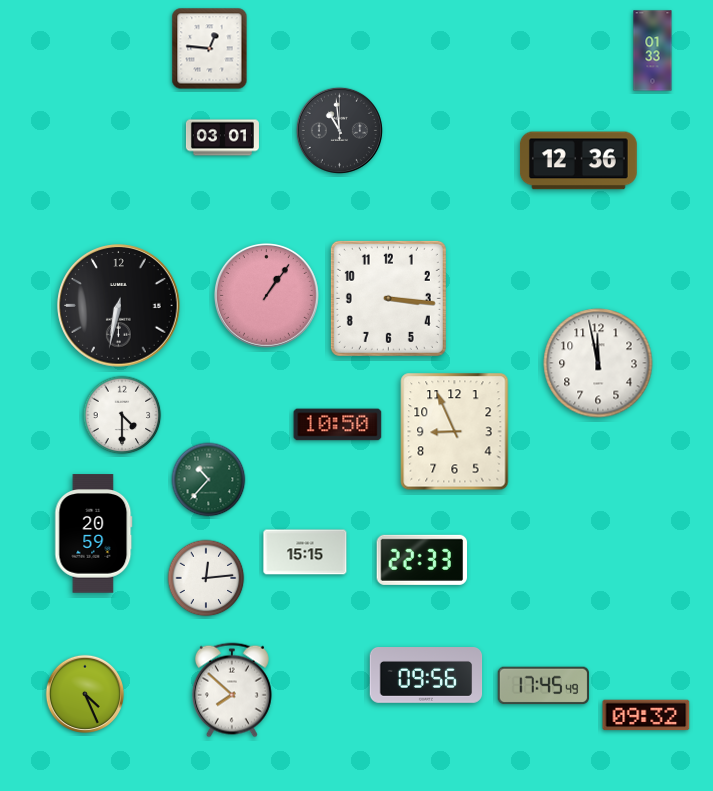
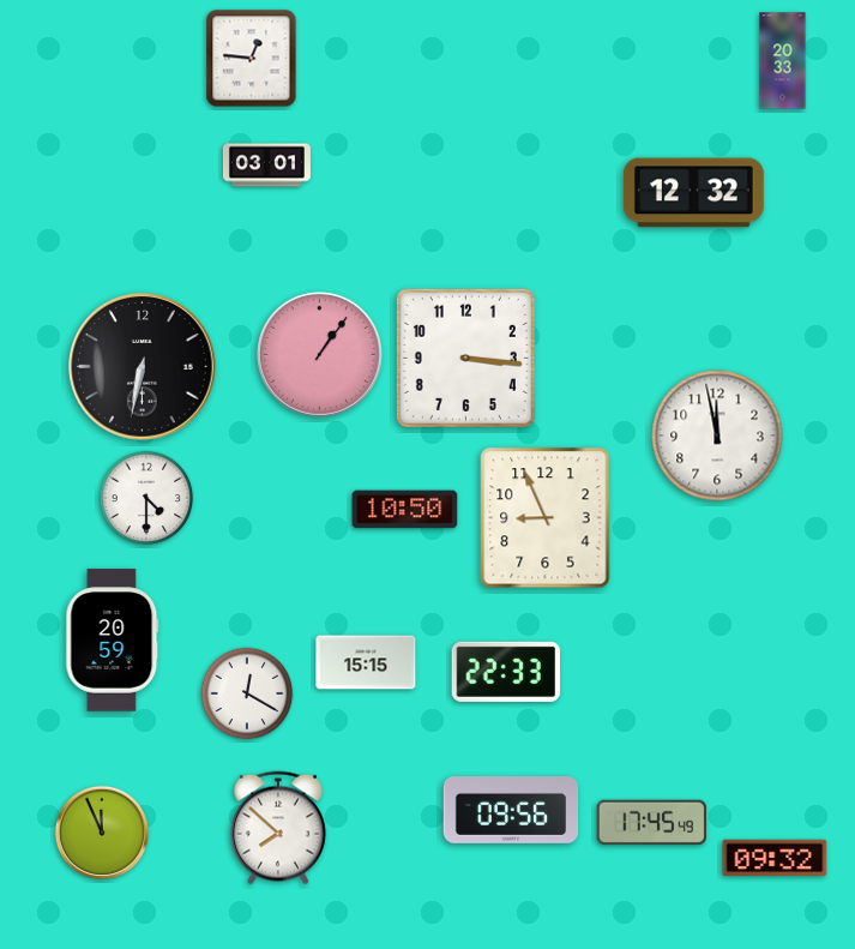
clock at (653, 51): 01:33 -> 20:33
clock at (339, 130): 10:59 -> none
clock at (578, 161): 12:36 -> 12:32
clock at (209, 480): 10:37 -> none
clock at (206, 578): 12:14 -> 12:20
clock at (84, 693): 4:26 -> 11:56
